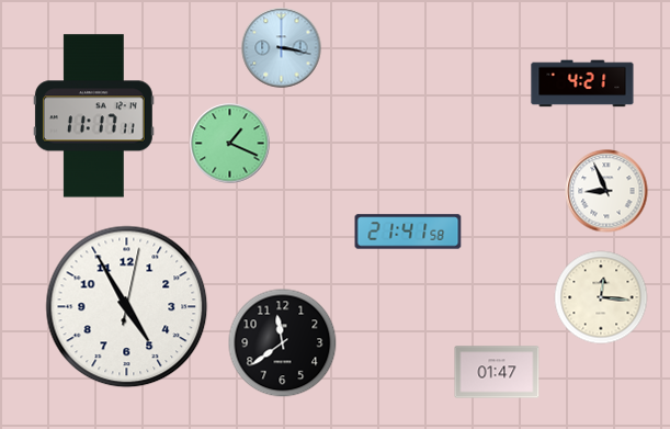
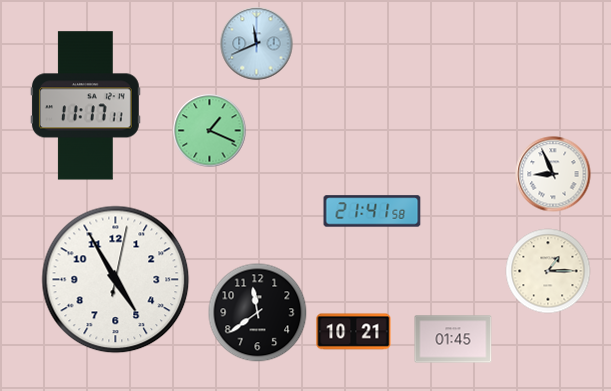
clock at (282, 48): 3:17 -> 11:41
clock at (582, 83): 4:21 -> none
clock at (601, 297): 12:16 -> 1:15
clock at (354, 332): none -> 10:21
clock at (497, 372): 01:47 -> 01:45
